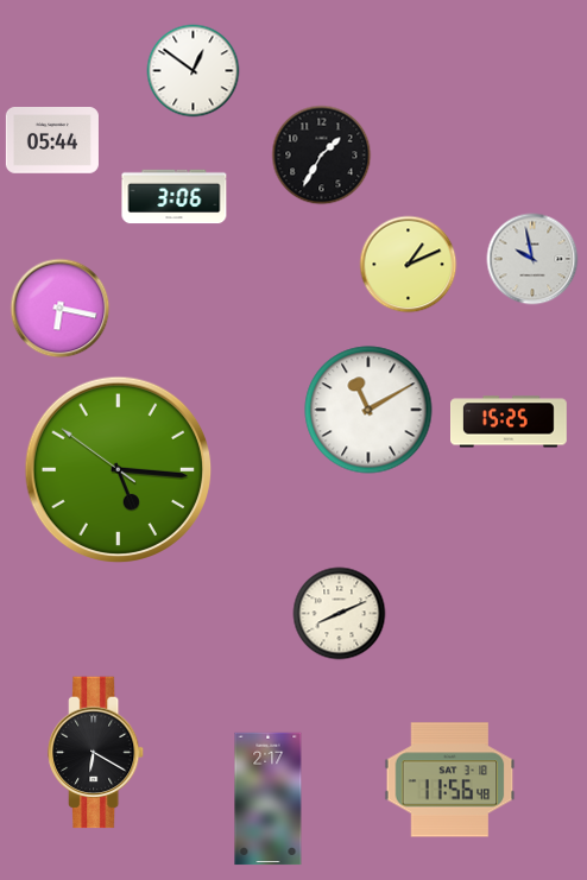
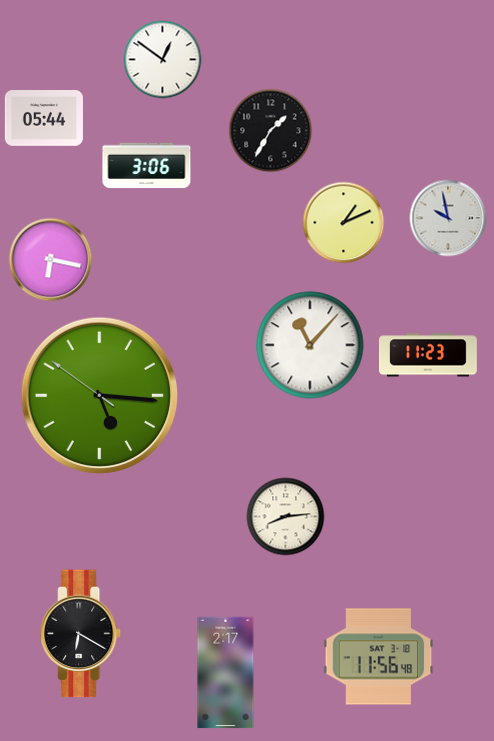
clock at (368, 410): 11:10 -> 11:07
clock at (510, 422): 15:25 -> 11:23
clock at (340, 614): 8:11 -> 8:14
